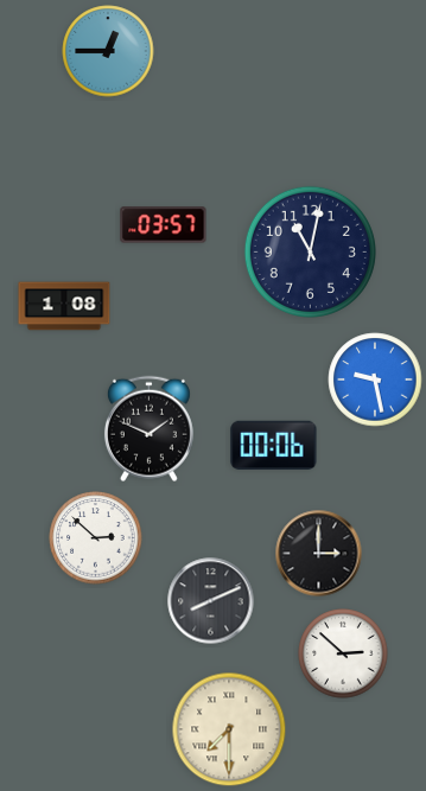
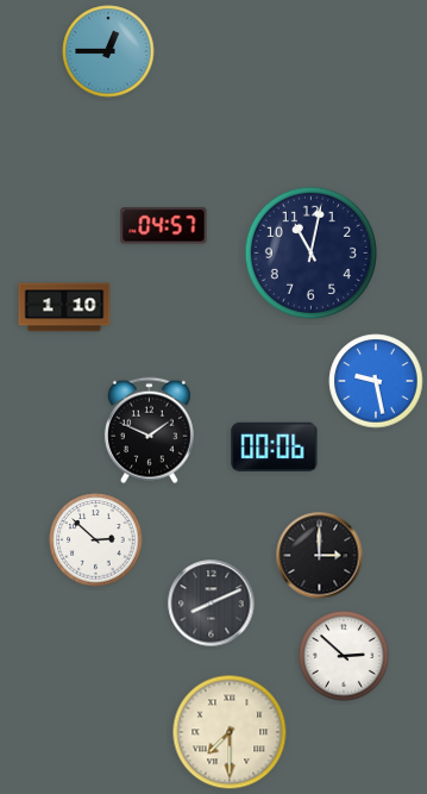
clock at (164, 225): 03:57 -> 04:57
clock at (64, 306): 1:08 -> 1:10
